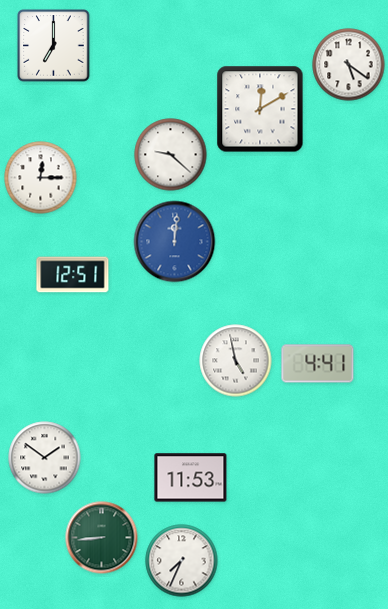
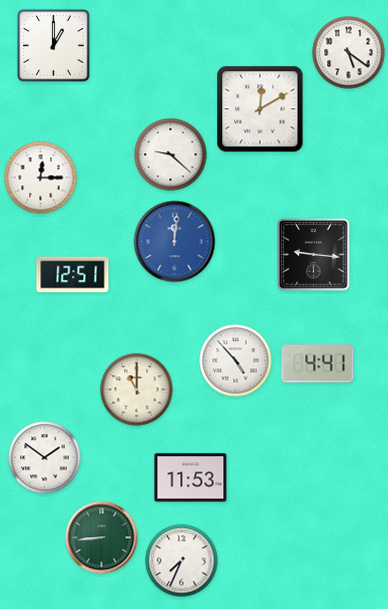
clock at (54, 46): 7:00 -> 1:00
clock at (349, 65) position: (349, 65) -> (349, 53)
clock at (314, 255): none -> 9:16
clock at (236, 361): 4:58 -> 4:53
clock at (137, 390): none -> 11:00
